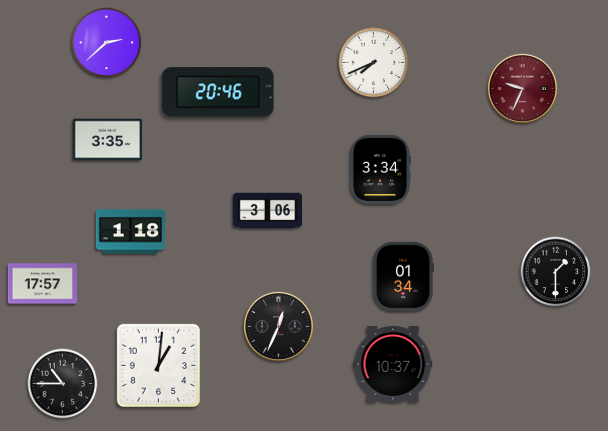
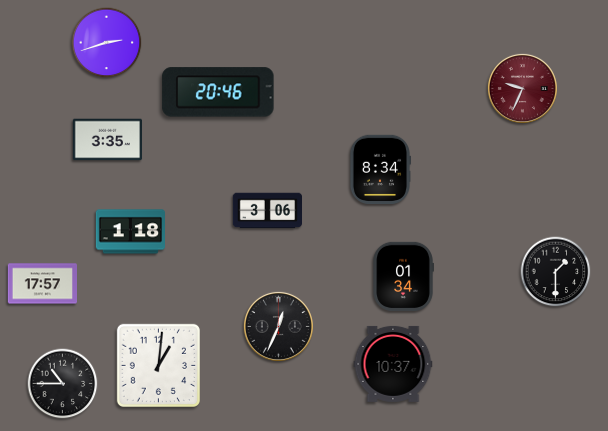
clock at (107, 43): 2:38 -> 2:42
clock at (374, 63): 7:41 -> none
clock at (379, 169): 3:34 -> 8:34
